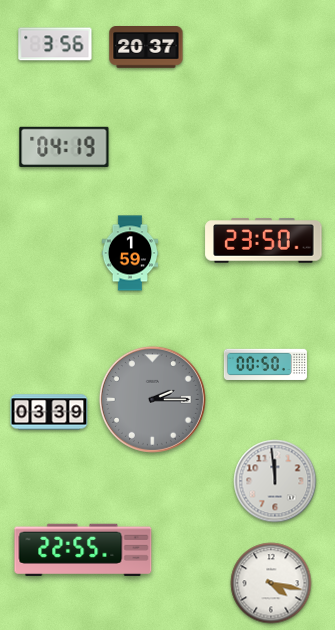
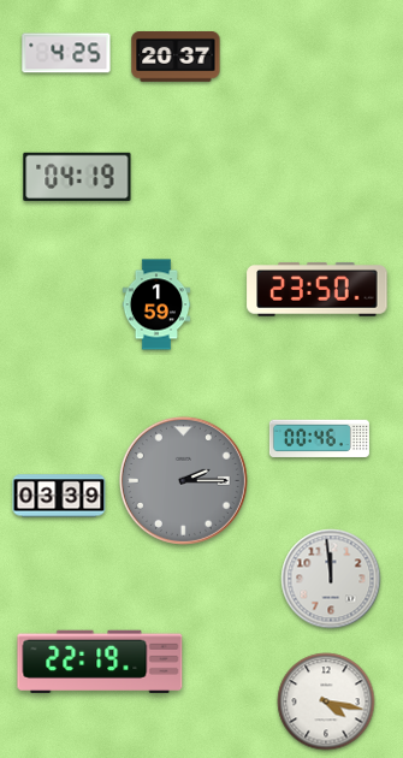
clock at (55, 44): 3:56 -> 4:25
clock at (265, 364): 00:50 -> 00:46
clock at (83, 549): 22:55 -> 22:19
